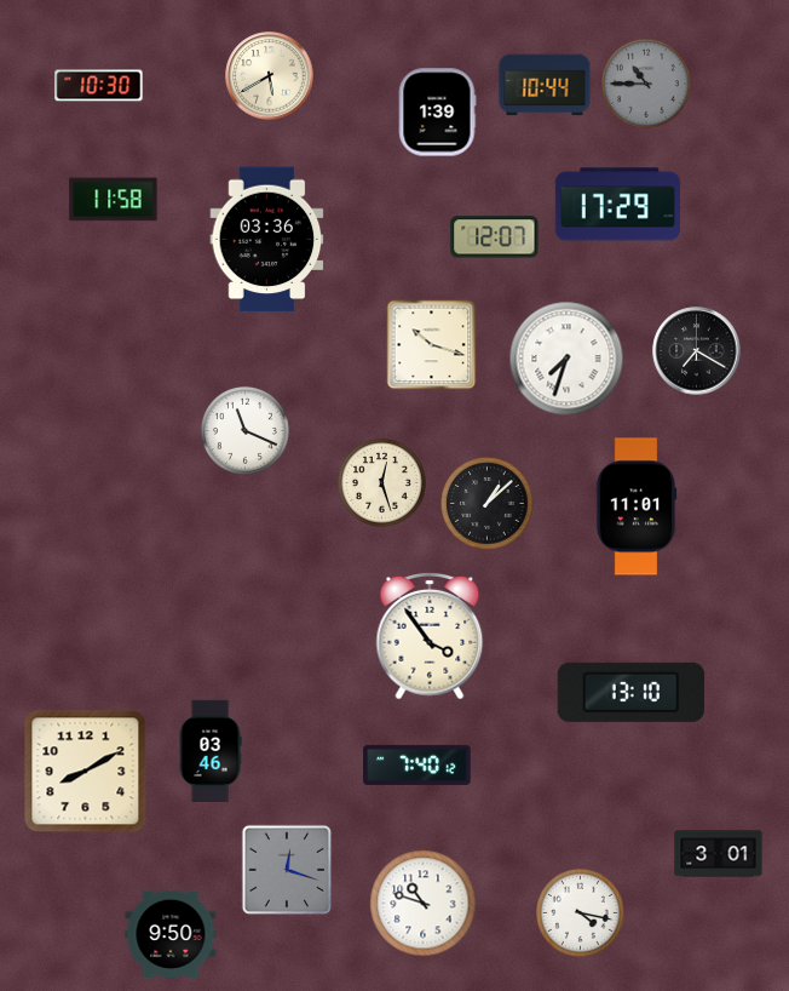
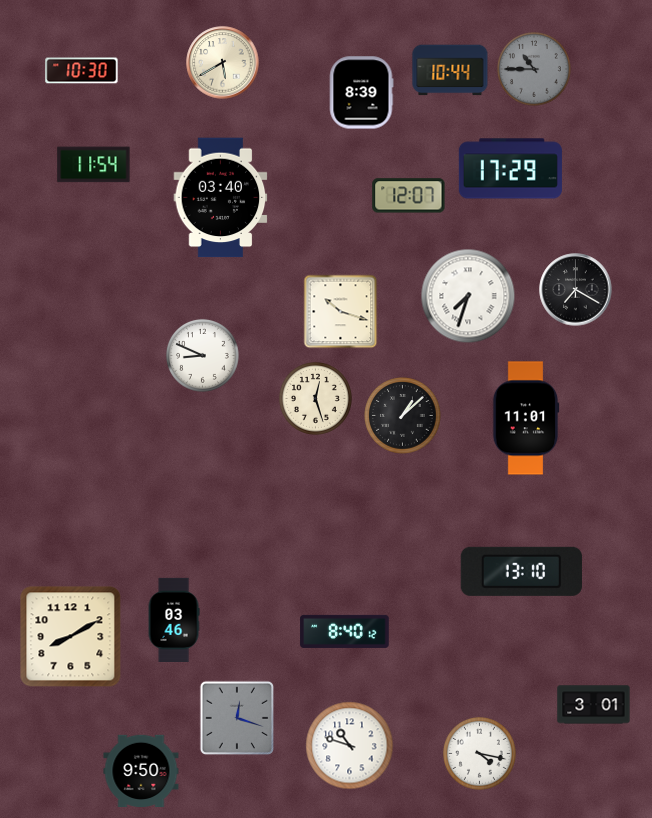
clock at (437, 113): 1:39 -> 8:39
clock at (114, 200): 11:58 -> 11:54
clock at (267, 240): 03:36 -> 03:40
clock at (432, 345) position: (432, 345) -> (341, 312)
clock at (244, 430): 11:19 -> 8:49
clock at (430, 636): 3:54 -> none
clock at (417, 764): 7:40 -> 8:40
